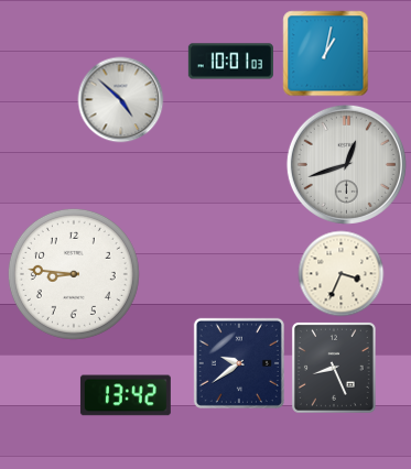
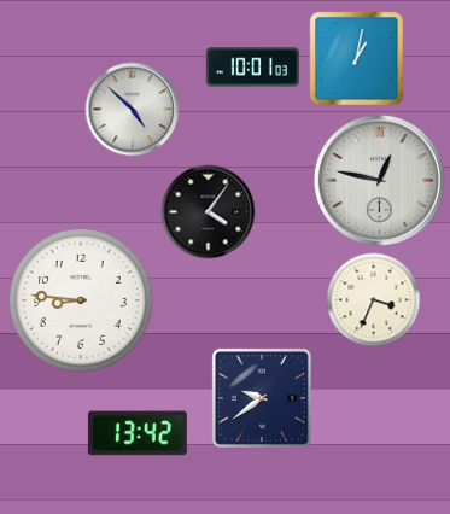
clock at (346, 164): 12:42 -> 12:47
clock at (208, 211): none -> 4:06
clock at (334, 368): 8:26 -> none
